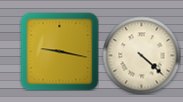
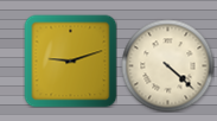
clock at (59, 51): 9:17 -> 9:12
